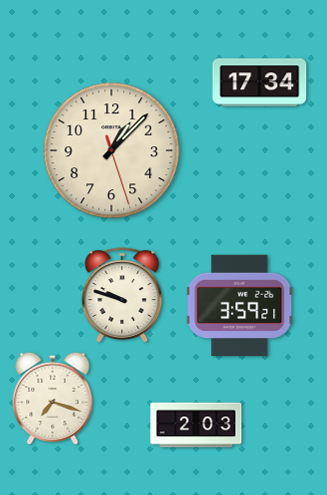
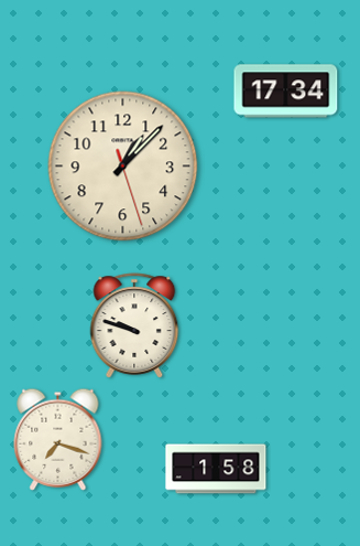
clock at (240, 305): 3:59 -> none
clock at (196, 425): 2:03 -> 1:58
